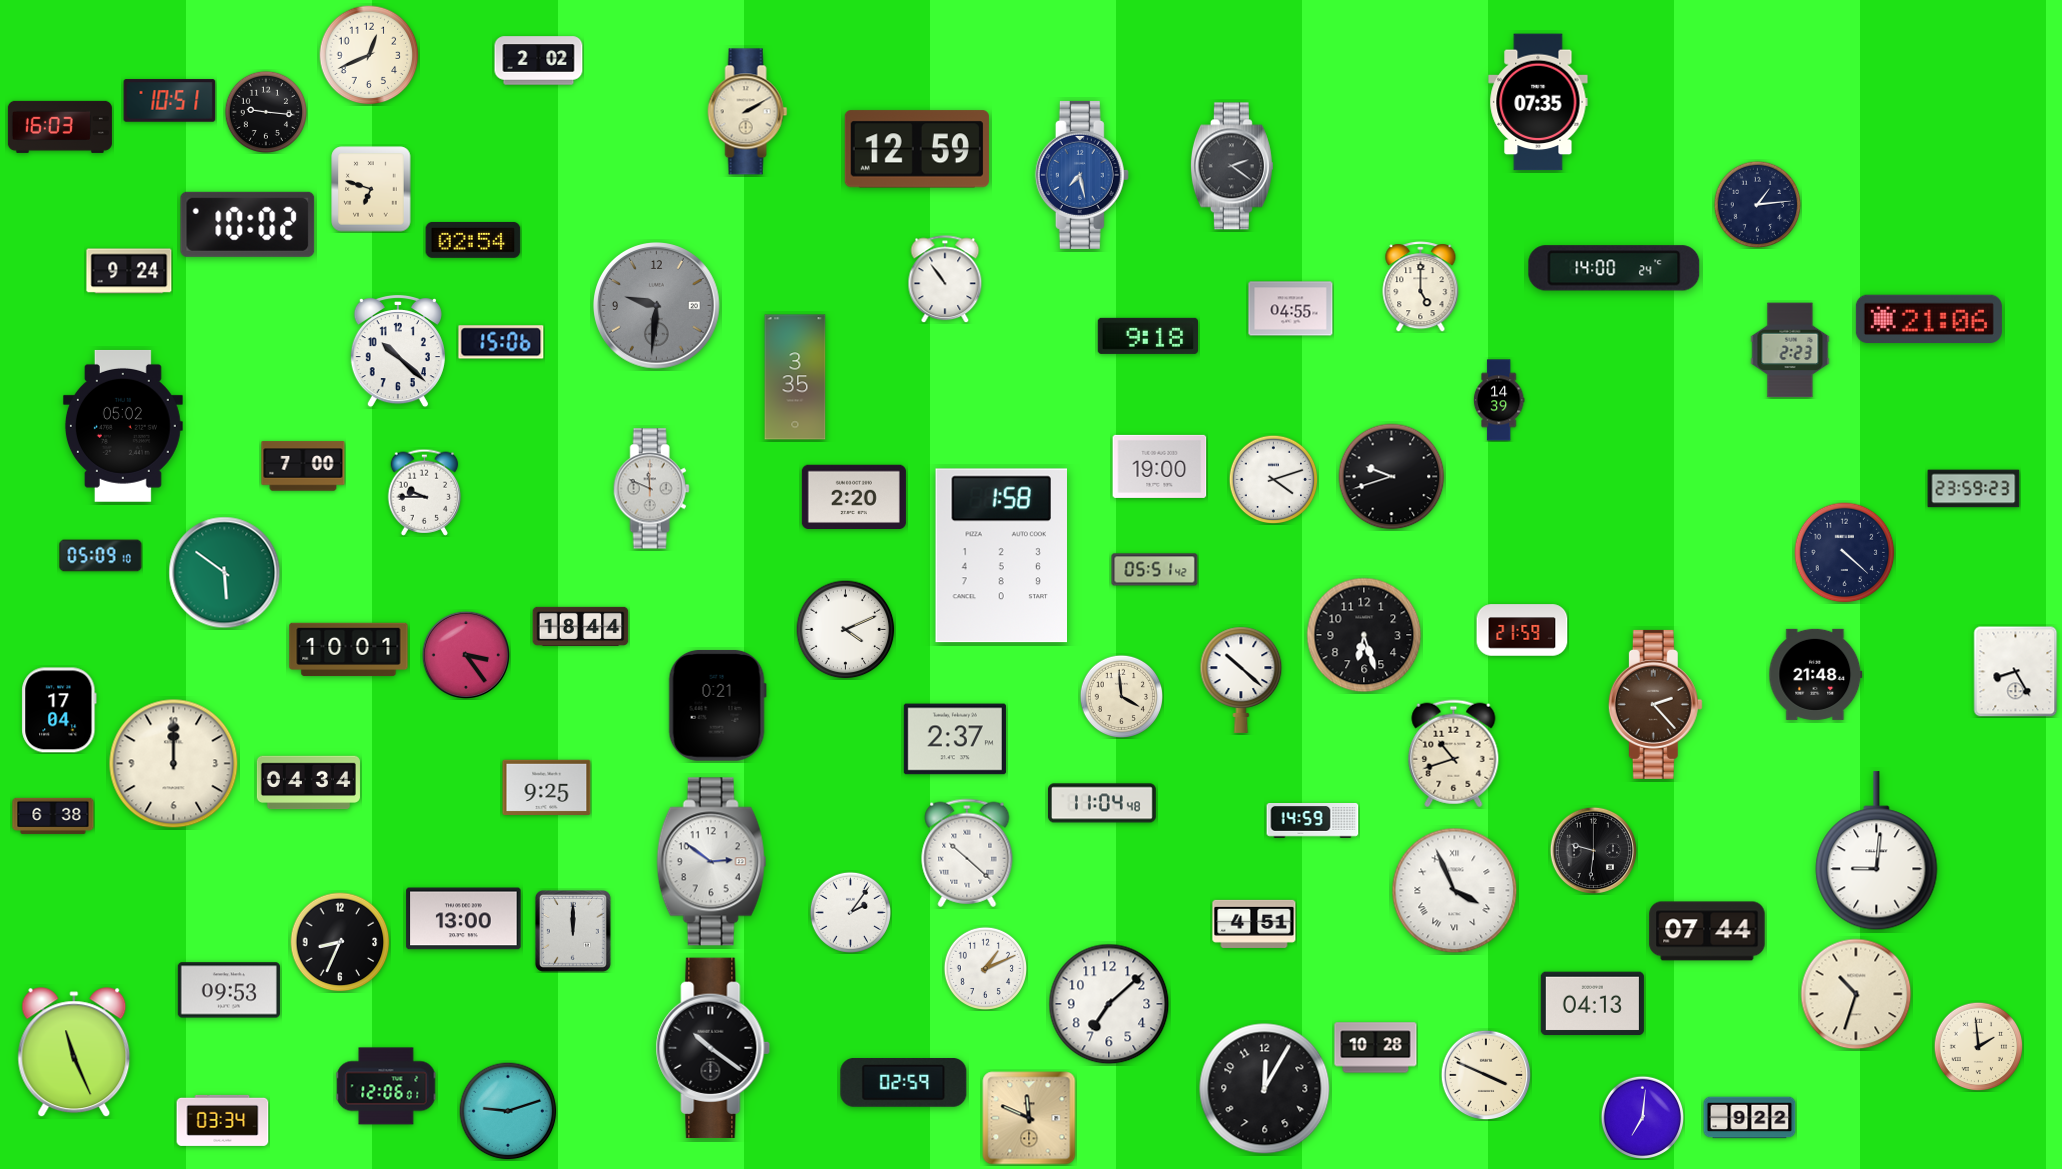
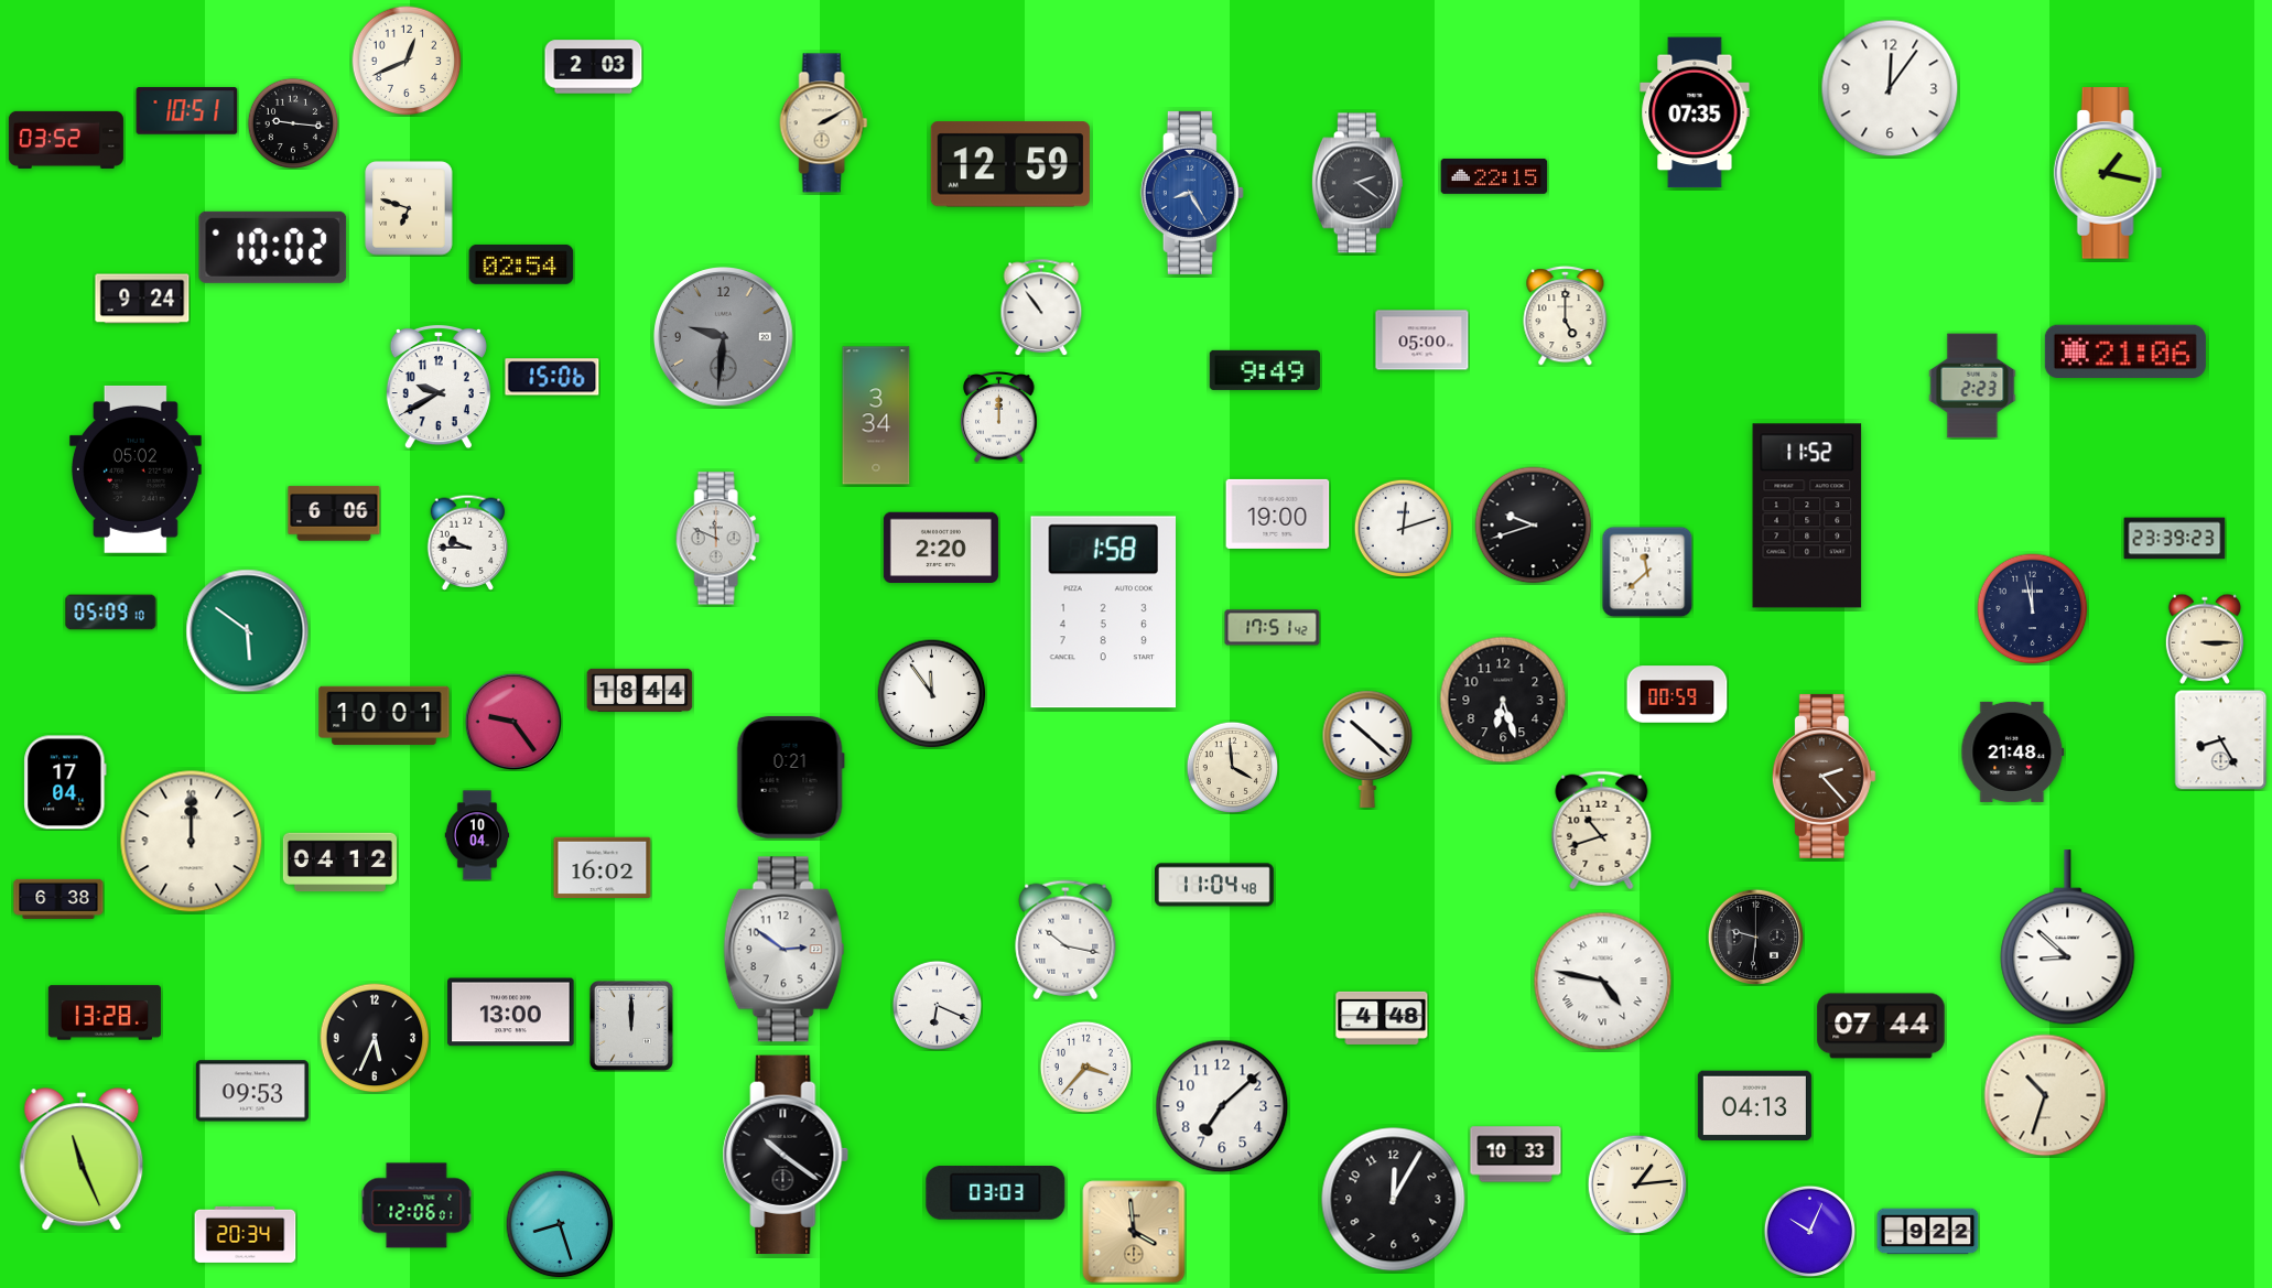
clock at (539, 61): 2:02 -> 2:03
clock at (1890, 88): none -> 12:06
clock at (60, 127): 16:03 -> 03:52
clock at (2108, 173): none -> 1:17
clock at (1494, 176): none -> 22:15
clock at (1082, 175): 7:28 -> 8:25
clock at (1757, 204): 1:14 -> none
clock at (1614, 268): 14:00 -> none
clock at (1291, 309): 04:55 -> 05:00
clock at (1147, 336): 9:18 -> 9:49
clock at (398, 352): 10:22 -> 9:40
clock at (795, 377): 3:35 -> 3:34
clock at (999, 418): none -> 12:00
clock at (1499, 400): 14:39 -> none
clock at (303, 466): 7:00 -> 6:06
clock at (1807, 516): none -> 11:52
clock at (1273, 479): 4:12 -> 12:12
clock at (1974, 489): 23:59 -> 23:39
clock at (1647, 572): none -> 11:38
clock at (1845, 553): 4:22 -> 11:58
clock at (1155, 570): 05:51 -> 17:51
clock at (2205, 639): none -> 3:15
clock at (846, 630): 4:11 -> 11:54
clock at (1522, 630): 21:59 -> 00:59
clock at (465, 654): 3:24 -> 9:24
clock at (1816, 674) position: (1816, 674) -> (2013, 751)
clock at (1121, 696) position: (1121, 696) -> (1232, 767)
clock at (955, 739): 2:37 -> none
clock at (477, 835): none -> 10:04
clock at (308, 783): 04:34 -> 04:12
clock at (547, 788): 9:25 -> 16:02
clock at (1313, 821): 14:59 -> none
clock at (1877, 851): 9:01 -> 8:52
clock at (967, 853): 10:22 -> 10:17
clock at (1455, 891): 3:56 -> 4:47
clock at (850, 912): 2:06 -> 6:19
clock at (105, 1013): none -> 13:28
clock at (1254, 924): 4:51 -> 4:48
clock at (340, 942): 8:34 -> 5:34
clock at (985, 968): 1:11 -> 3:37
clock at (1978, 1046): 1:59 -> none
clock at (1376, 1048): 10:28 -> 10:33
clock at (1486, 1075): 3:49 -> 1:14
clock at (904, 1083): 02:59 -> 03:03
clock at (386, 1086) position: (386, 1086) -> (416, 1205)
clock at (508, 1111): 9:12 -> 8:27
clock at (1642, 1117): 7:01 -> 10:04
clock at (1029, 1118): 11:49 -> 3:59
clock at (223, 1120): 03:34 -> 20:34
